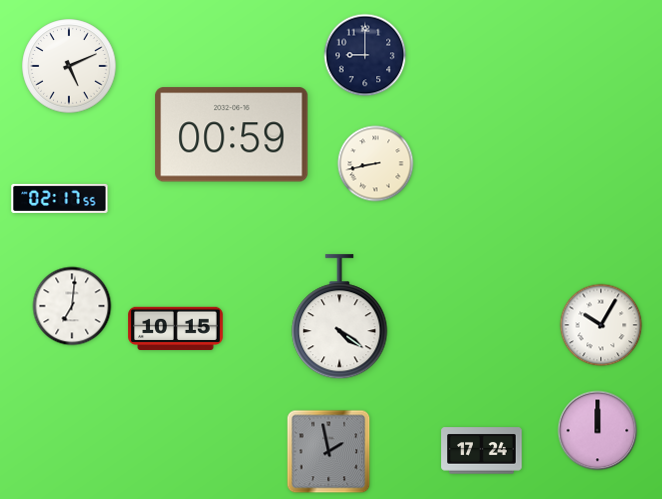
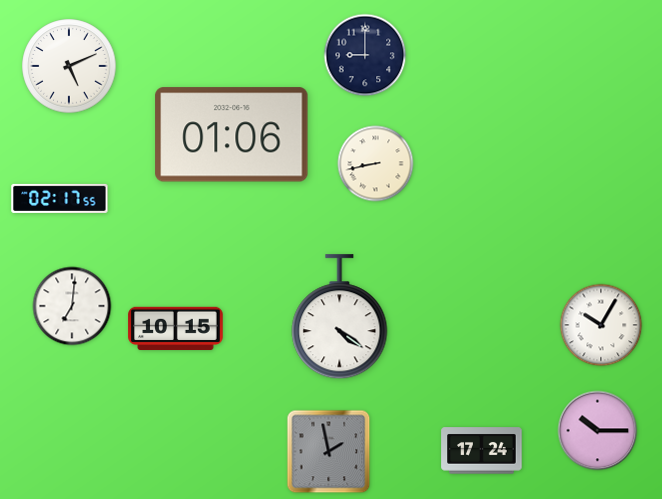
clock at (232, 135): 00:59 -> 01:06
clock at (598, 431): 12:00 -> 10:15
